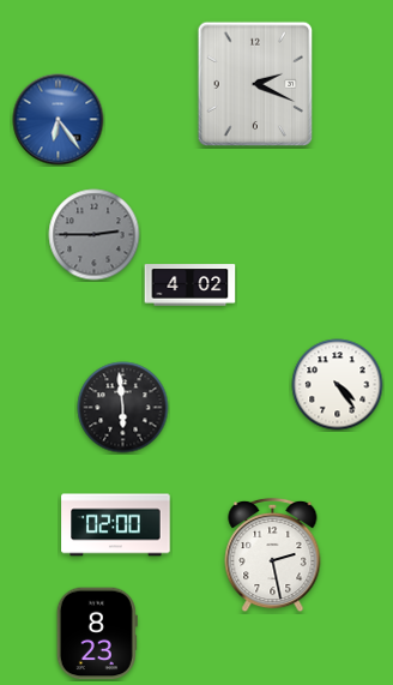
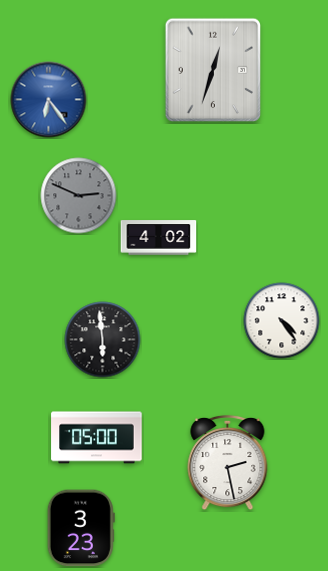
clock at (255, 84): 2:19 -> 12:33
clock at (95, 235): 2:45 -> 2:49
clock at (116, 525): 02:00 -> 05:00
clock at (97, 633): 8:23 -> 3:23
